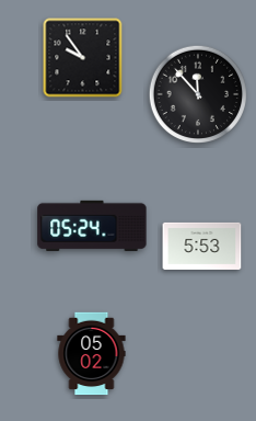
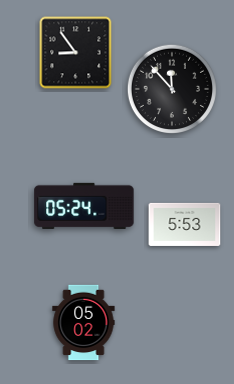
clock at (83, 58): 9:54 -> 8:54
clock at (198, 94) position: (198, 94) -> (172, 89)
